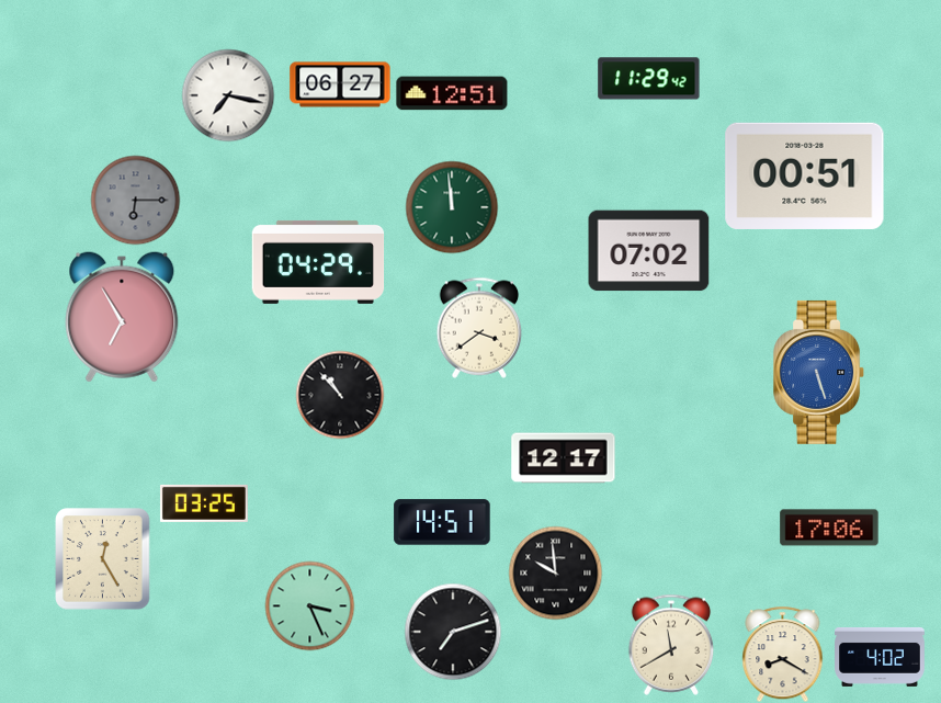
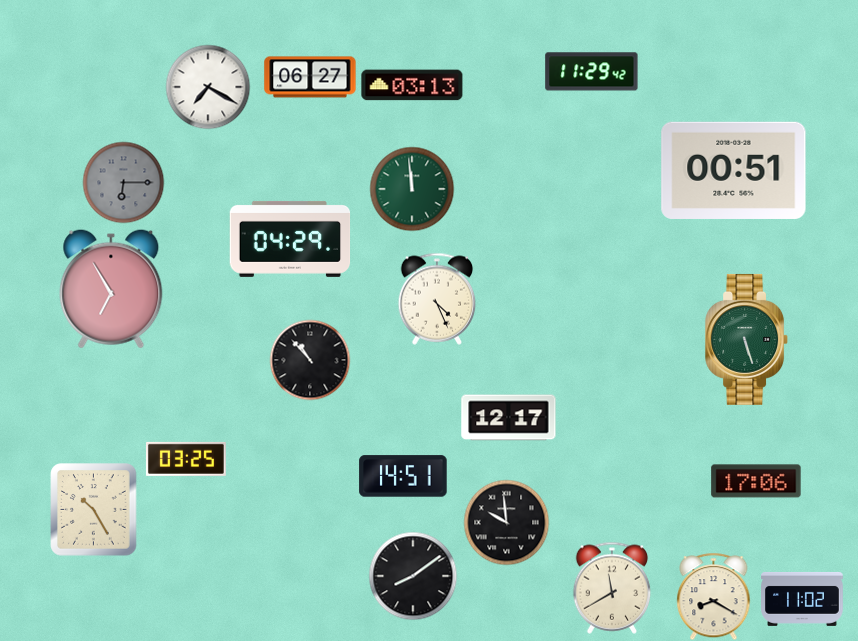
clock at (452, 93): 12:51 -> 03:13
clock at (228, 95): 7:17 -> 7:20
clock at (805, 175) position: (805, 175) -> (734, 170)
clock at (649, 251): 07:02 -> none
clock at (479, 328): 3:39 -> 4:26
clock at (819, 372) dial: blue -> green
clock at (564, 458) position: (564, 458) -> (509, 418)
clock at (103, 559): 12:25 -> 10:25
clock at (309, 605): 3:26 -> none
clock at (453, 632): 7:12 -> 8:09
clock at (880, 657): 4:02 -> 11:02
